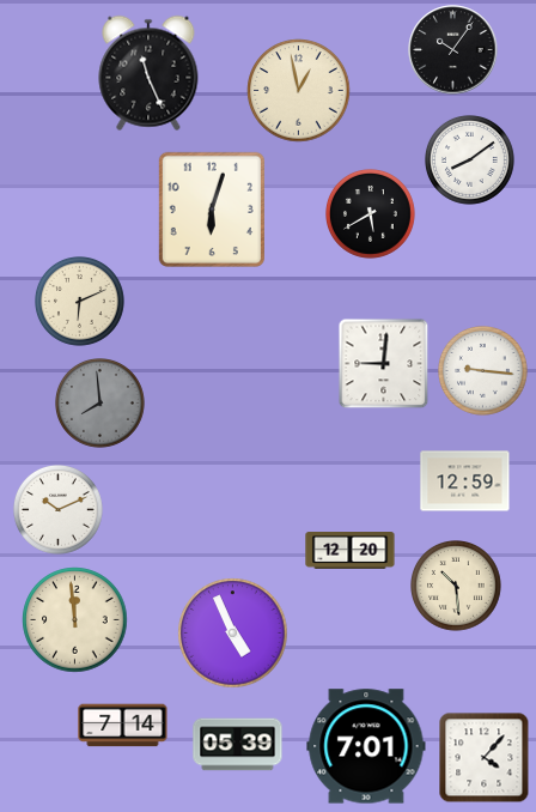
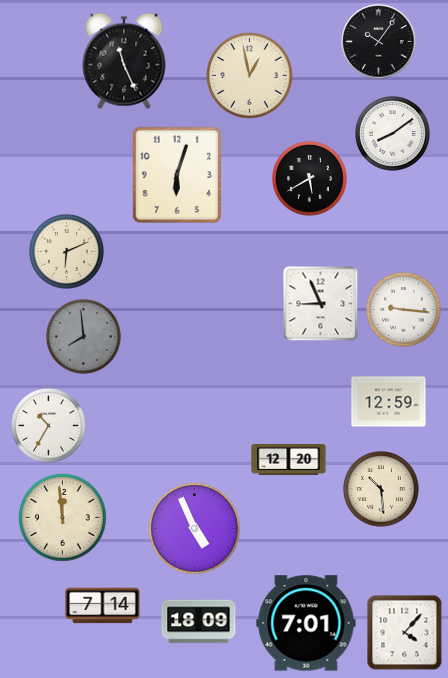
clock at (384, 364): 9:01 -> 8:56
clock at (59, 510): 10:11 -> 10:35
clock at (351, 551) position: (351, 551) -> (289, 460)
clock at (238, 745): 05:39 -> 18:09
